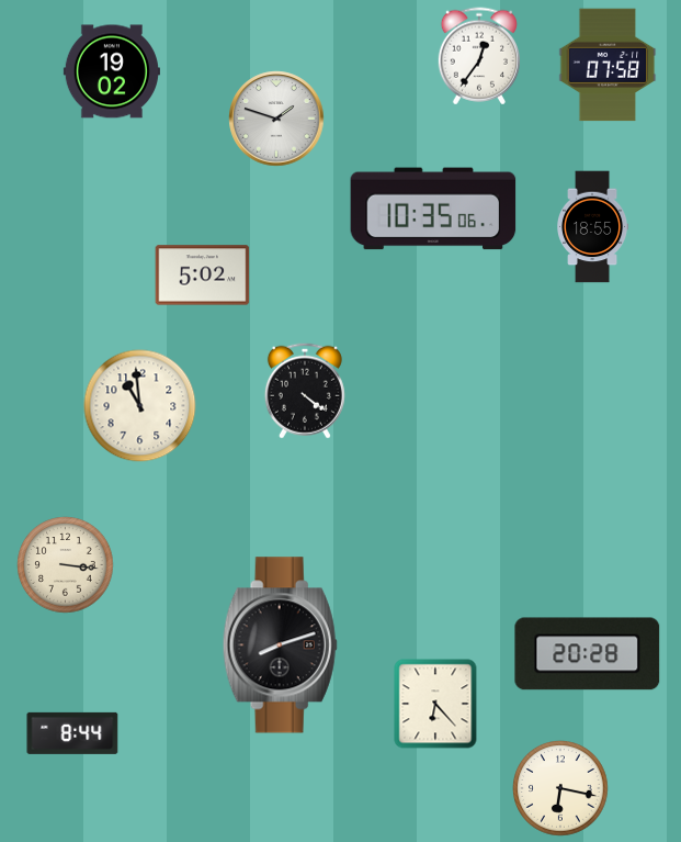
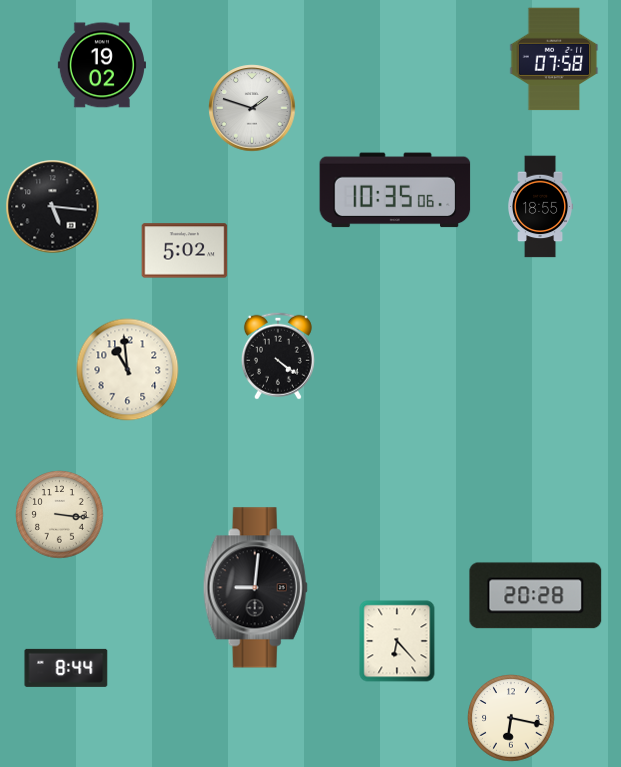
clock at (479, 56): 12:36 -> none
clock at (53, 207): none -> 5:16
clock at (280, 645): 8:12 -> 9:01
